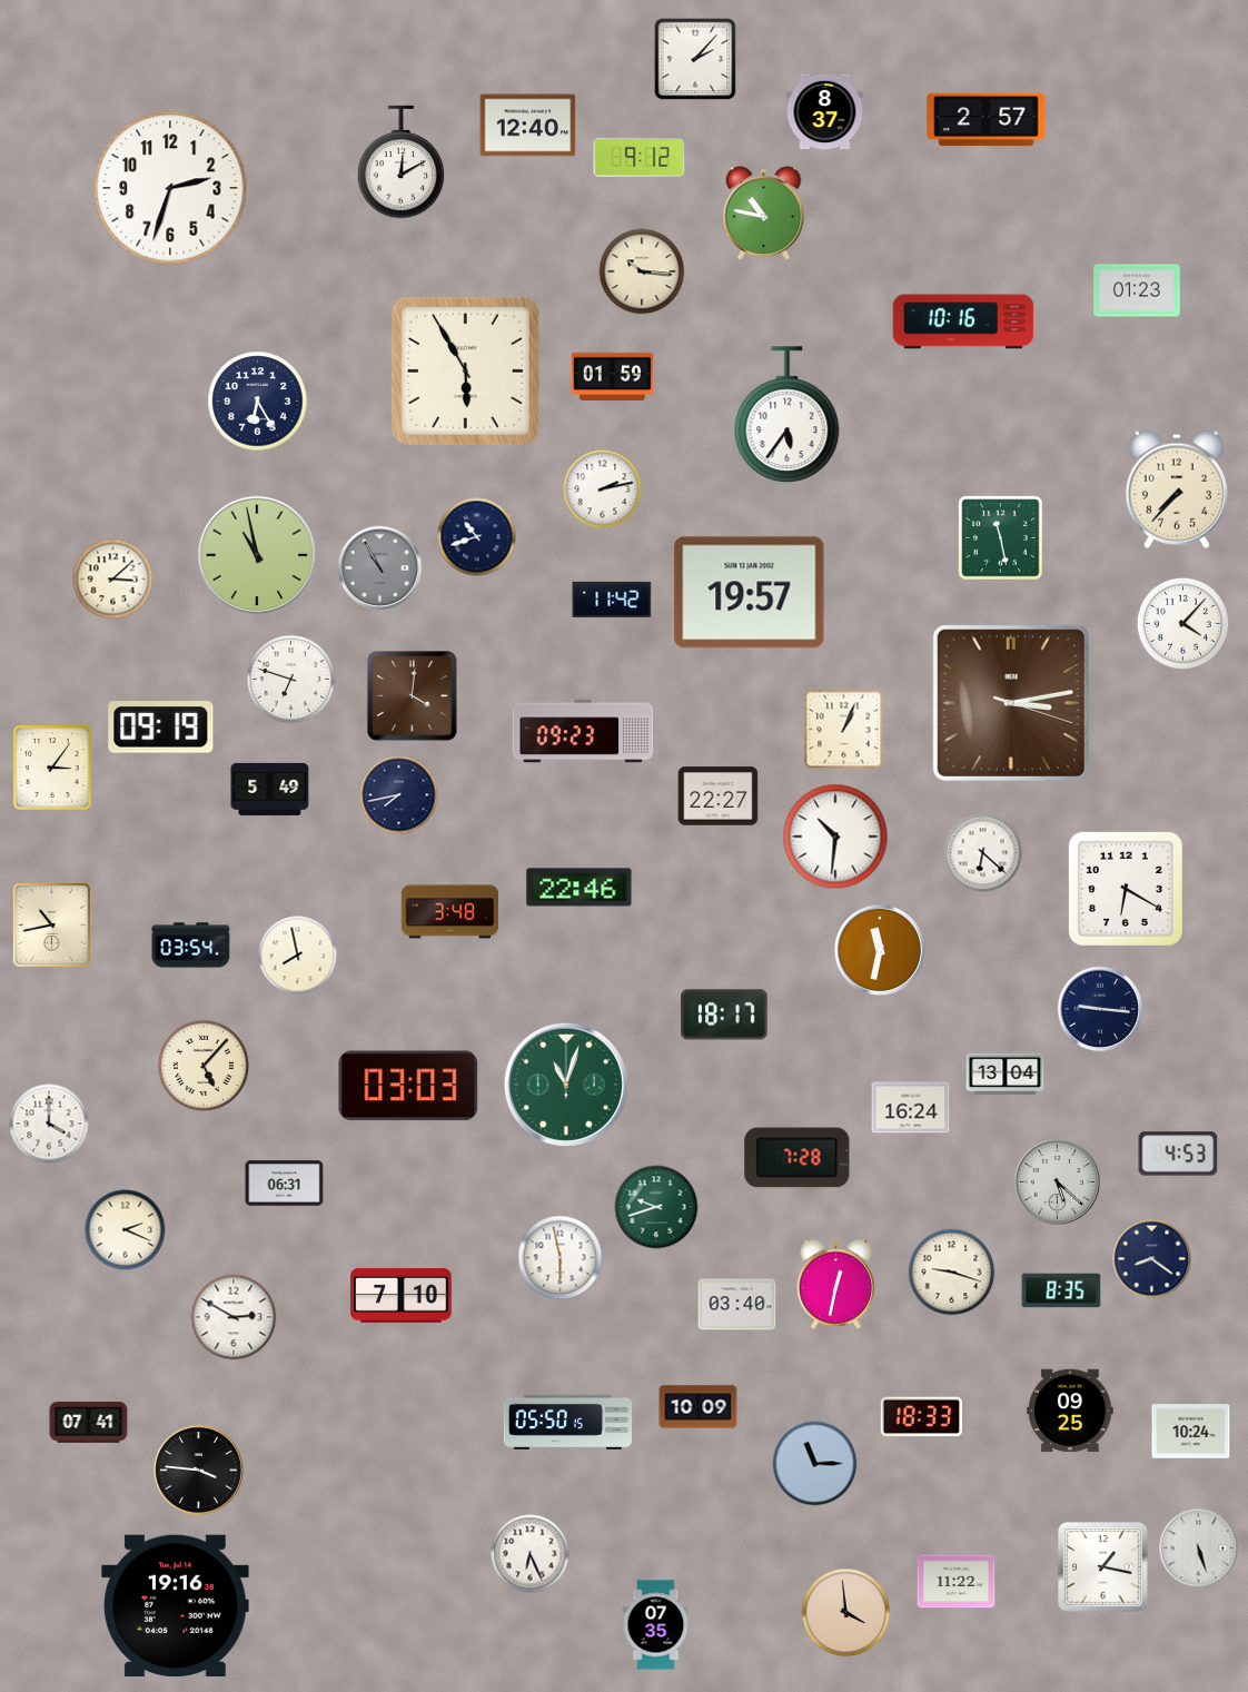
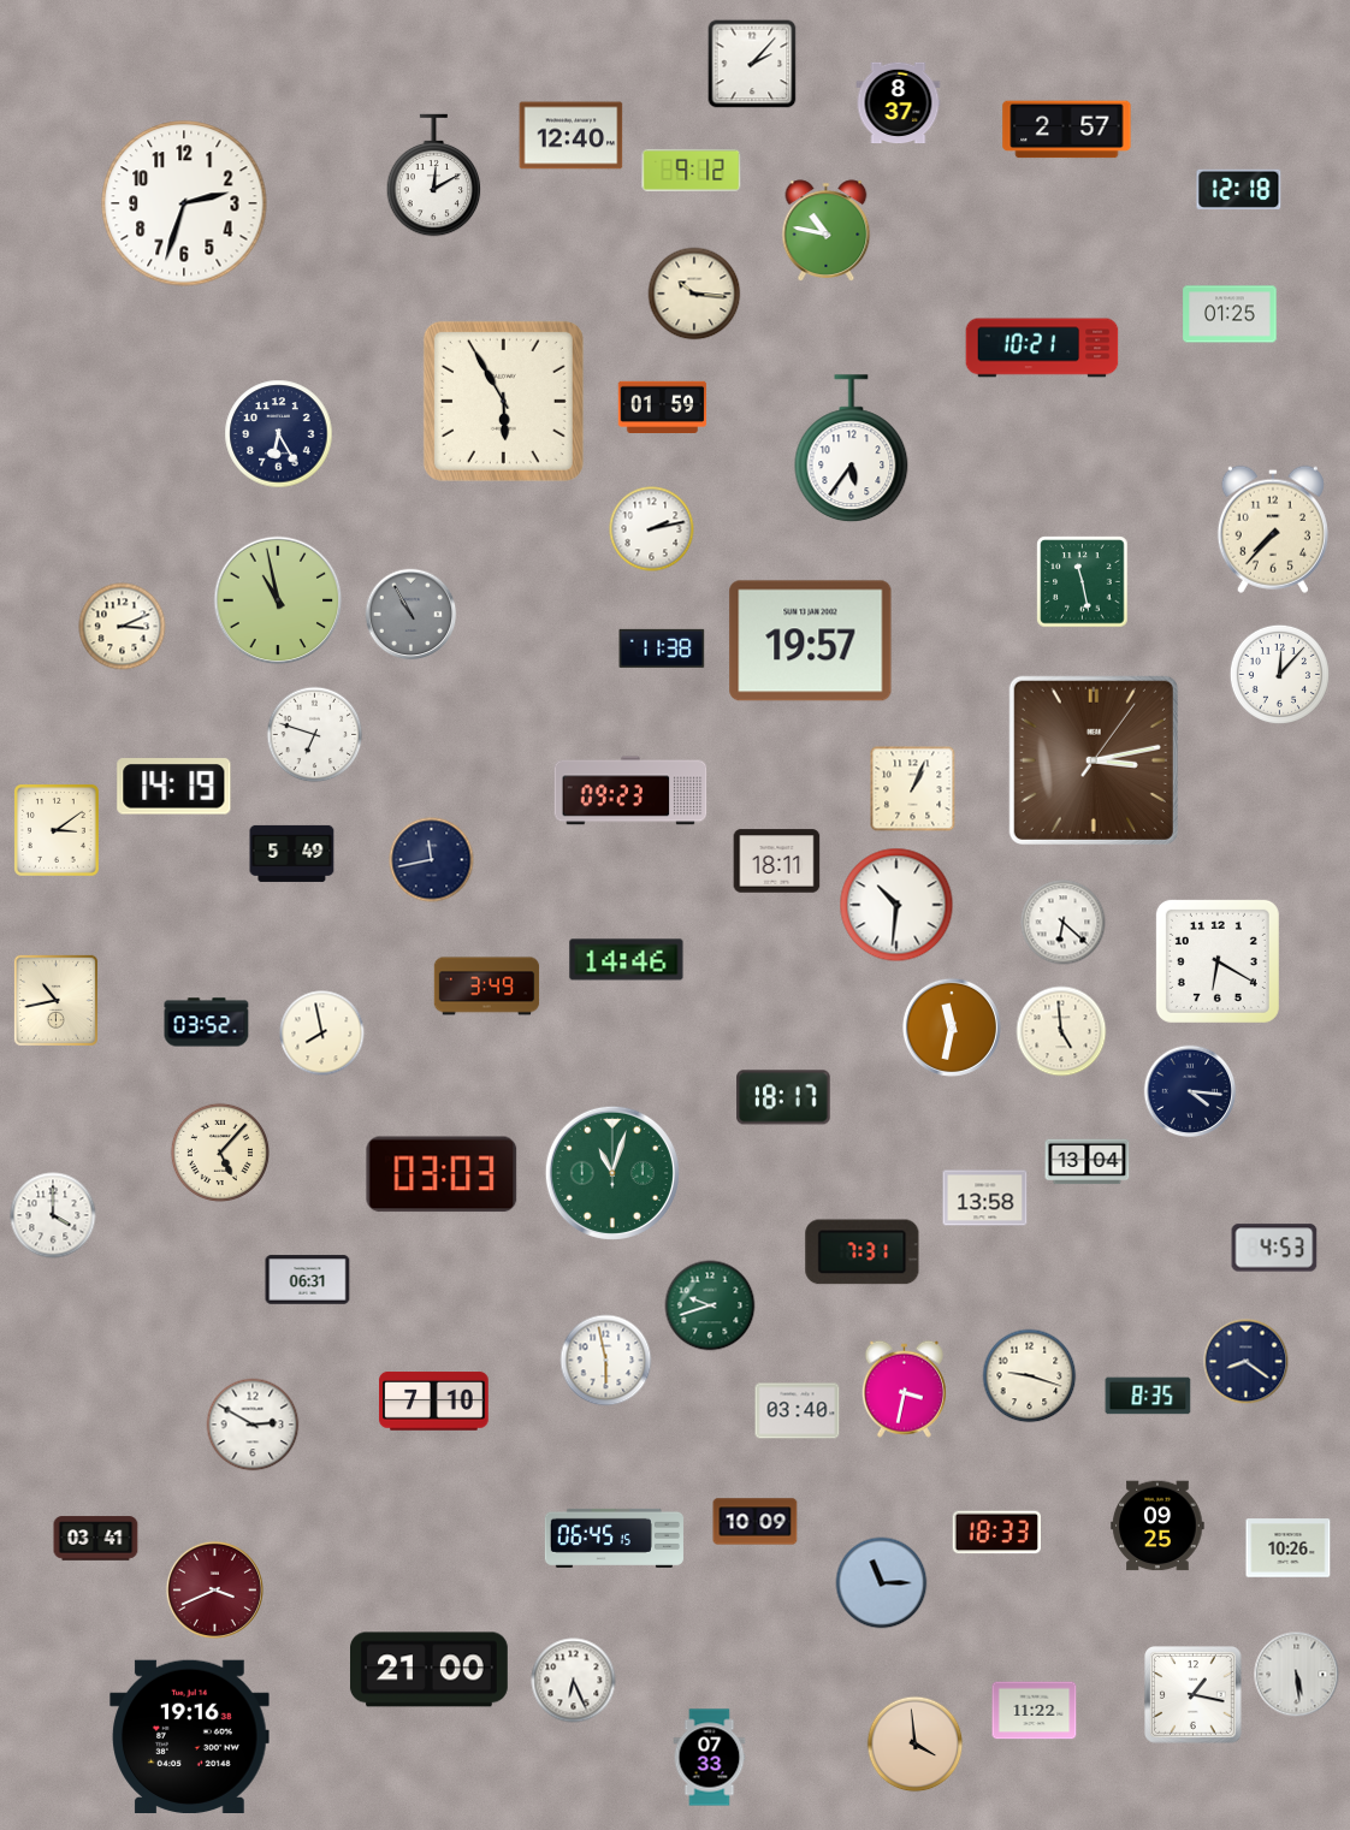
clock at (825, 112) position: (825, 112) -> (899, 103)
clock at (1239, 189): none -> 12:18
clock at (1137, 290): 01:23 -> 01:25
clock at (963, 321): 10:16 -> 10:21
clock at (477, 537): 10:42 -> none
clock at (113, 580): 3:08 -> 3:11
clock at (612, 600): 11:42 -> 11:38
clock at (1182, 623): 4:07 -> 12:07
clock at (413, 696): 4:01 -> none
clock at (1011, 703): 3:13:18 -> 3:13:06
clock at (161, 728): 09:19 -> 14:19
clock at (52, 768): 3:06 -> 3:09
clock at (399, 795): 7:43 -> 11:43
clock at (719, 796): 22:27 -> 18:11
clock at (835, 837) position: (835, 837) -> (896, 905)
clock at (580, 888): 22:46 -> 14:46
clock at (450, 912): 3:48 -> 3:49
clock at (191, 946): 03:54 -> 03:52
clock at (1061, 1031): none -> 4:59
clock at (1100, 1009): 9:16 -> 4:16
clock at (911, 1108): 16:24 -> 13:58
clock at (798, 1158): 7:28 -> 7:31
clock at (1058, 1183): 5:22 -> none
clock at (126, 1230): 2:19 -> none
clock at (835, 1284): 12:32 -> 3:32
clock at (567, 1422): 05:50 -> 06:45
clock at (89, 1423): 07:41 -> 03:41
clock at (1191, 1432): 10:24 -> 10:26
clock at (198, 1470): 3:46 -> 3:41
clock at (198, 1470) dial: black -> burgundy
clock at (428, 1670): none -> 21:00
clock at (1199, 1548): 5:27 -> 5:29
clock at (656, 1625): 07:35 -> 07:33
